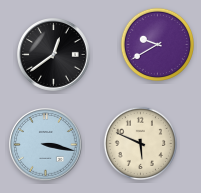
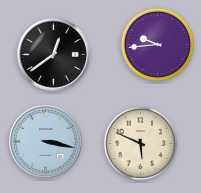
clock at (157, 44): 9:40 -> 9:44
clock at (46, 145) position: (46, 145) -> (46, 142)
